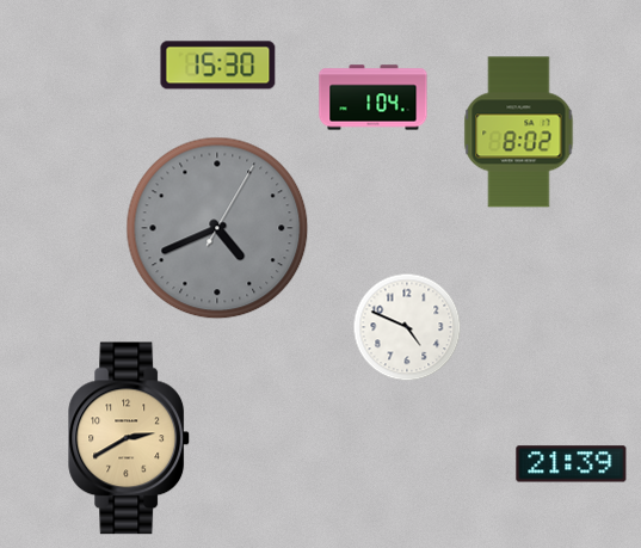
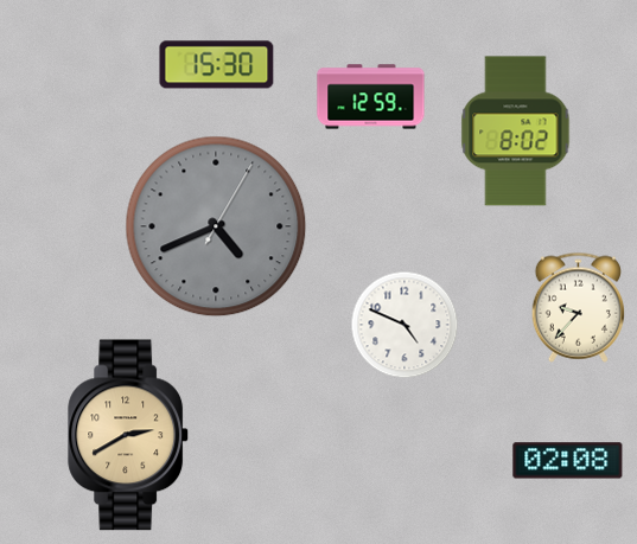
clock at (374, 98): 1:04 -> 12:59
clock at (578, 307): none -> 9:37
clock at (572, 464): 21:39 -> 02:08
